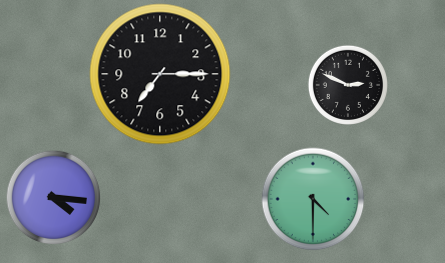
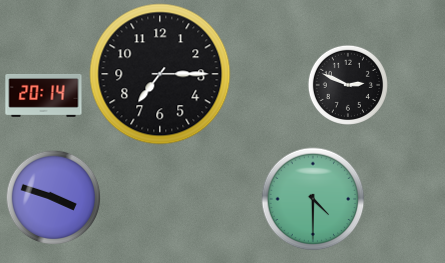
clock at (44, 96): none -> 20:14
clock at (53, 197): 4:16 -> 3:48
